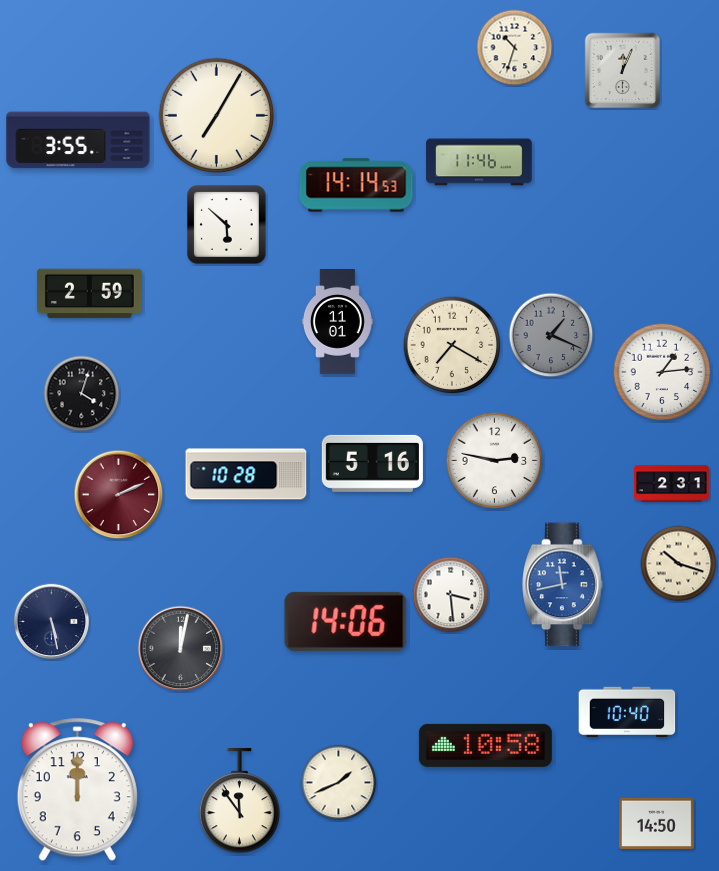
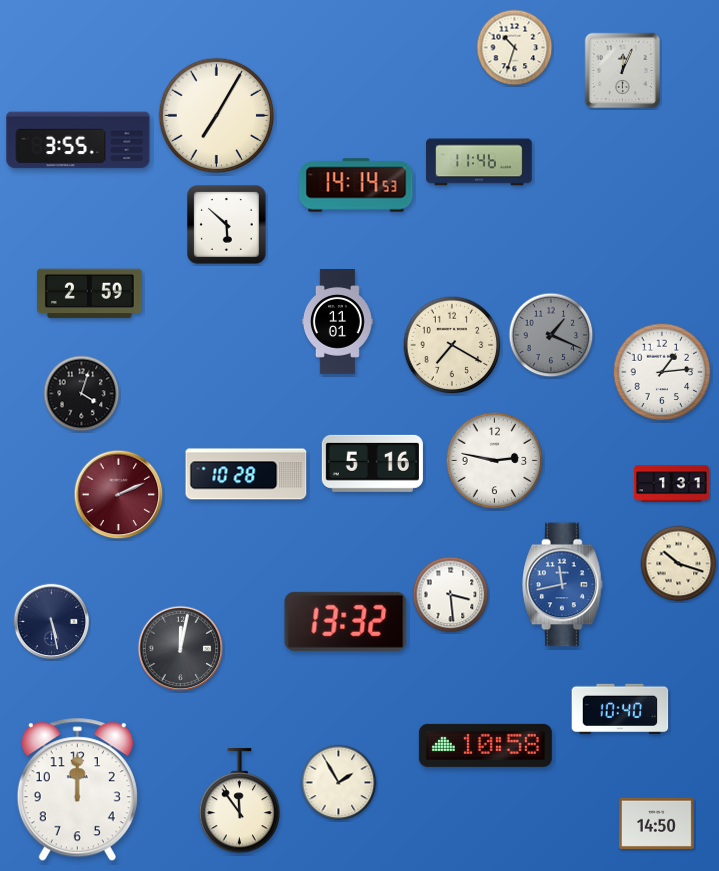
clock at (672, 484): 2:31 -> 1:31
clock at (346, 621): 14:06 -> 13:32
clock at (627, 712) position: (627, 712) -> (620, 709)
clock at (339, 783): 1:41 -> 1:55
